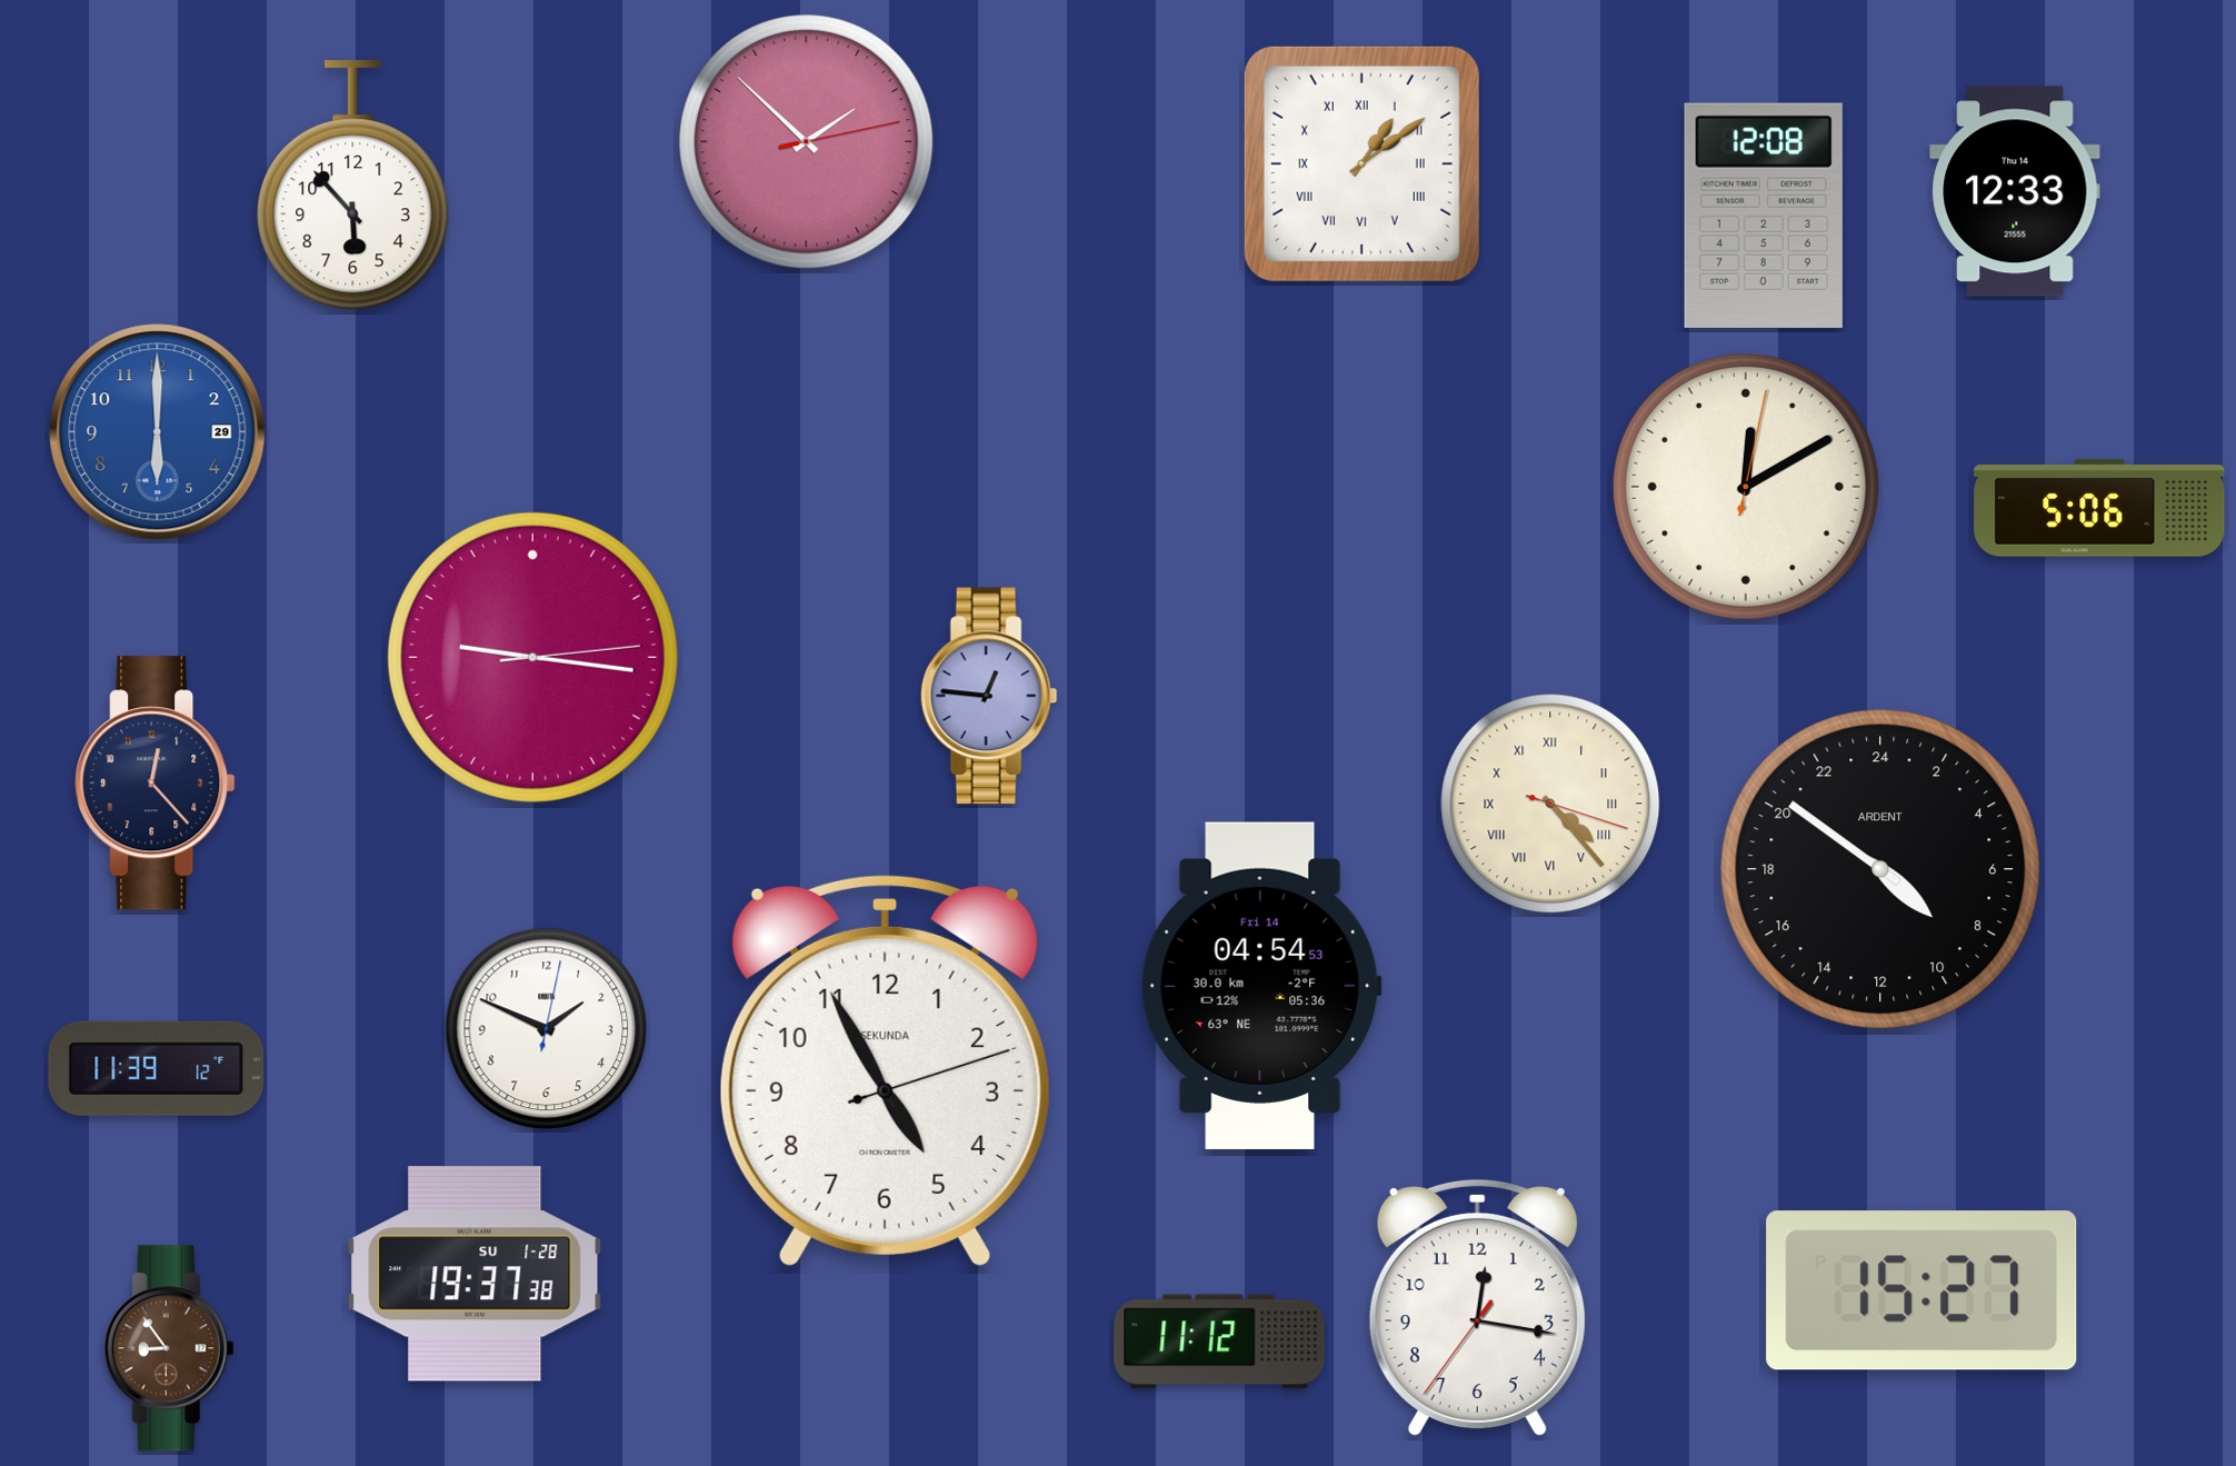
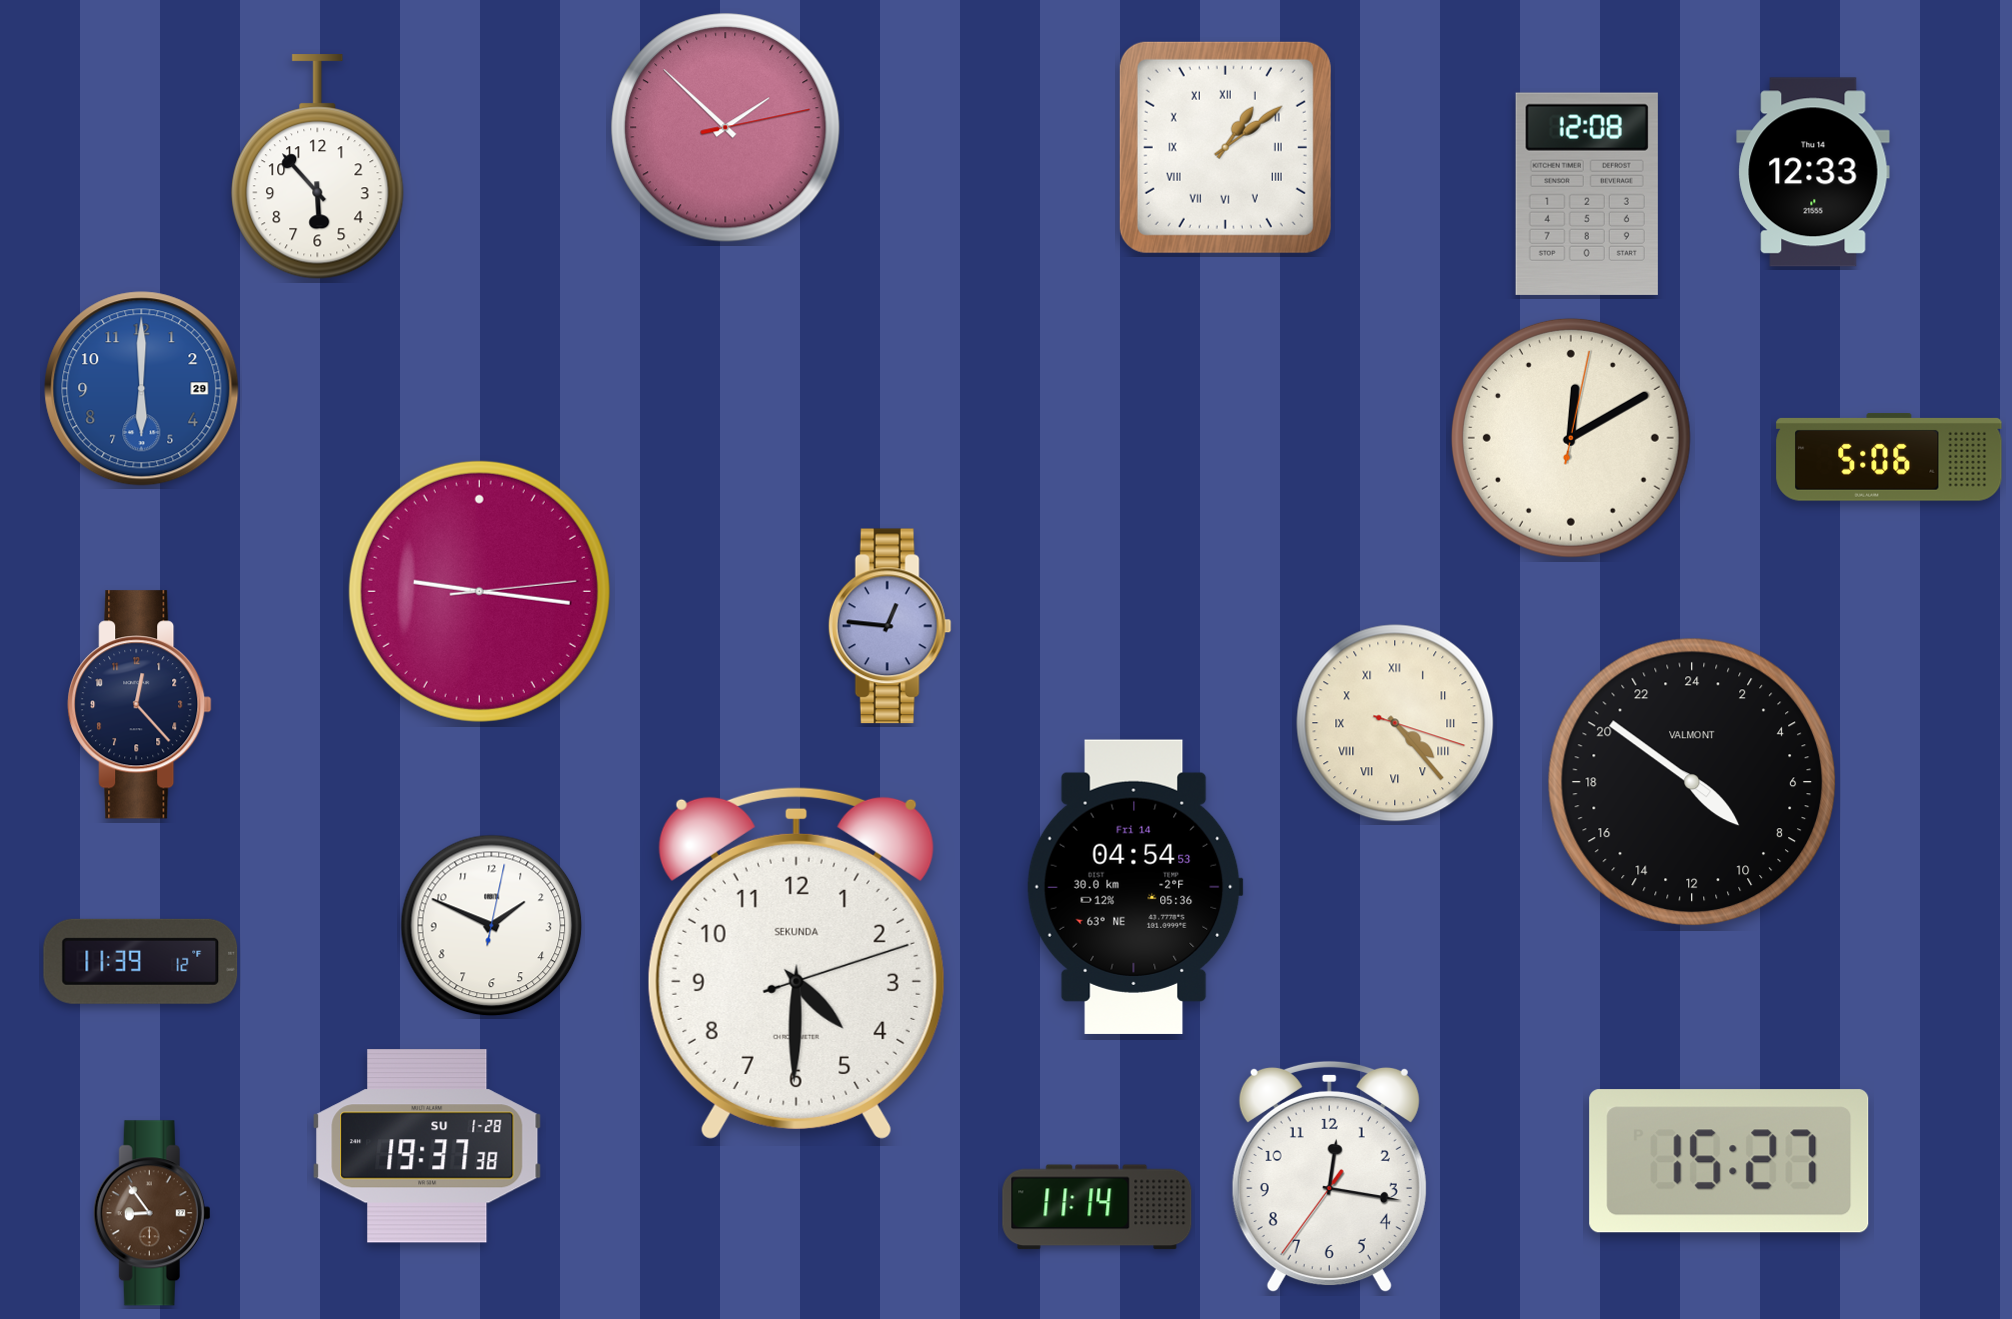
clock at (1879, 868) brand: ARDENT -> VALMONT
clock at (885, 1070): 4:55 -> 4:30
clock at (1219, 1342): 11:12 -> 11:14
